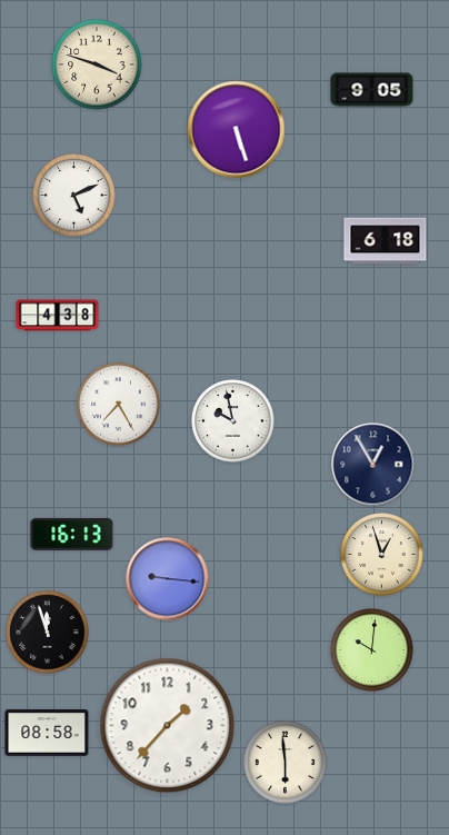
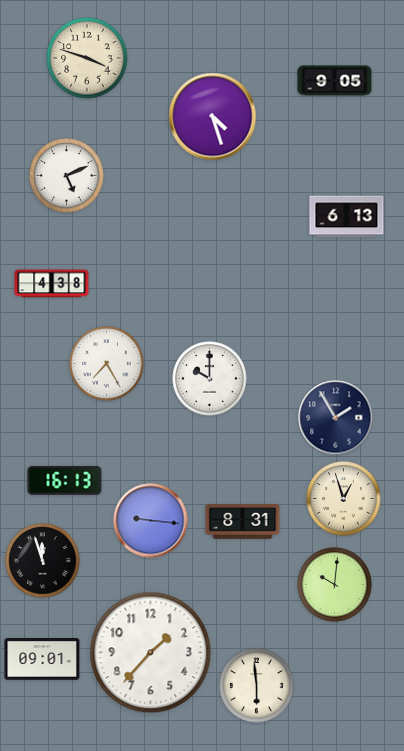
clock at (237, 130): 5:27 -> 4:27
clock at (386, 241): 6:18 -> 6:13
clock at (233, 421): 9:58 -> 10:00
clock at (373, 465): 12:55 -> 1:55
clock at (243, 522): none -> 8:31
clock at (48, 633) position: (48, 633) -> (43, 561)
clock at (47, 734): 08:58 -> 09:01
